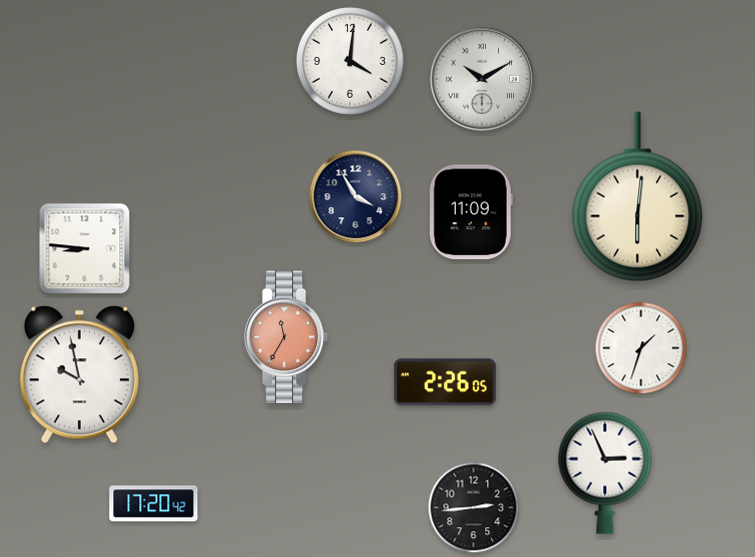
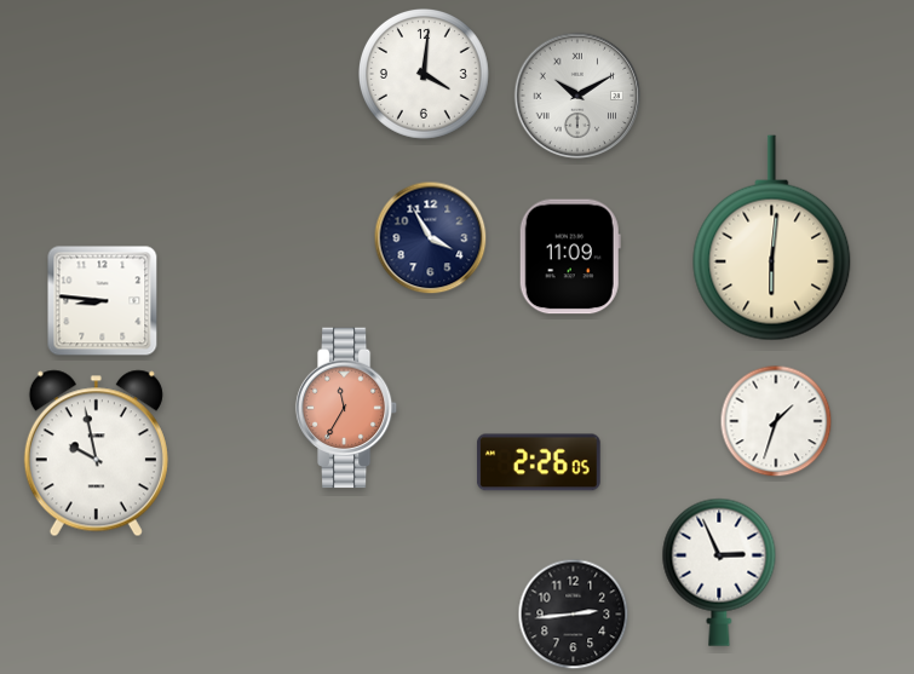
clock at (482, 79) position: (482, 79) -> (577, 96)
clock at (605, 473) position: (605, 473) -> (719, 572)
clock at (154, 504): 17:20 -> none
